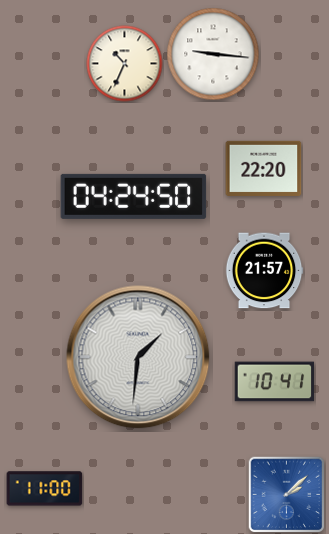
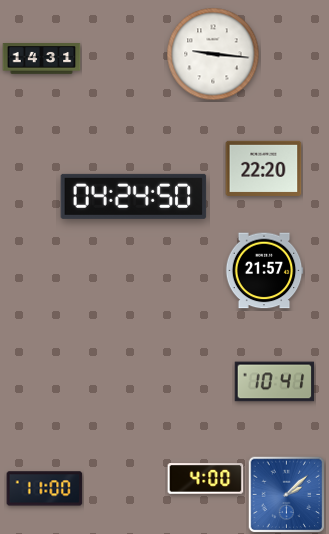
clock at (42, 59): none -> 14:31
clock at (125, 64): 10:34 -> none
clock at (138, 357): 1:31 -> none
clock at (206, 479): none -> 4:00
